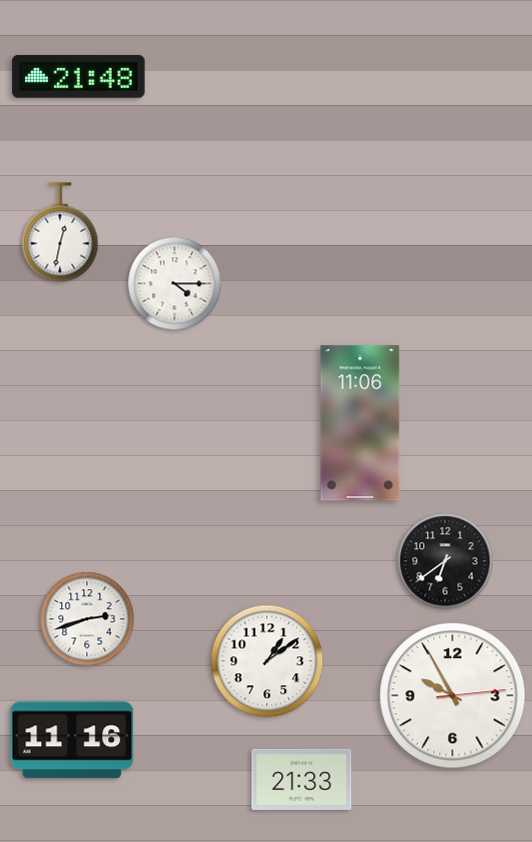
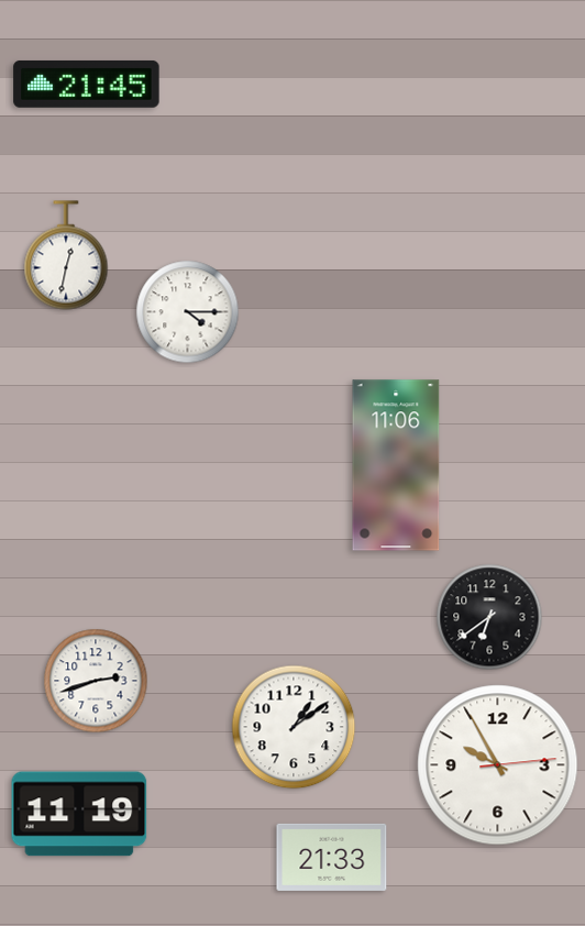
clock at (79, 76): 21:48 -> 21:45
clock at (175, 284) position: (175, 284) -> (188, 312)
clock at (72, 740): 11:16 -> 11:19
